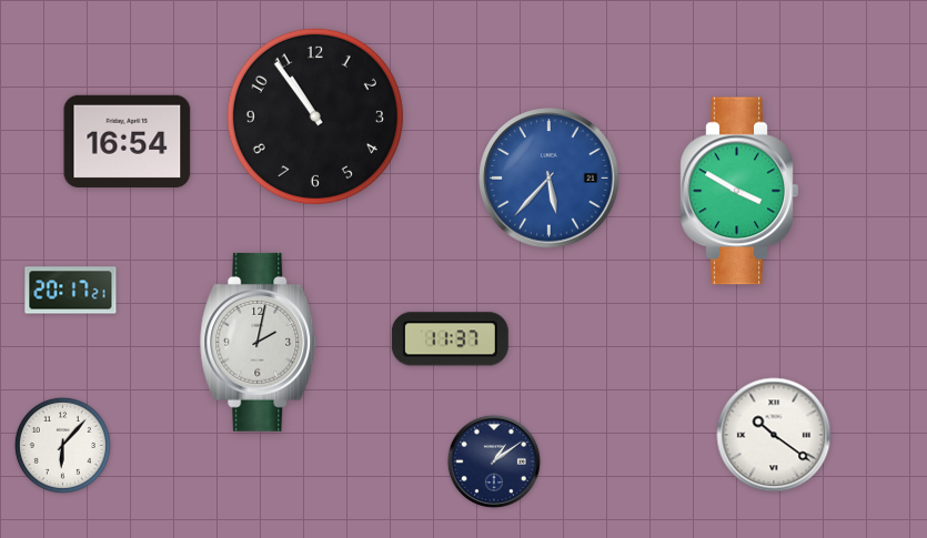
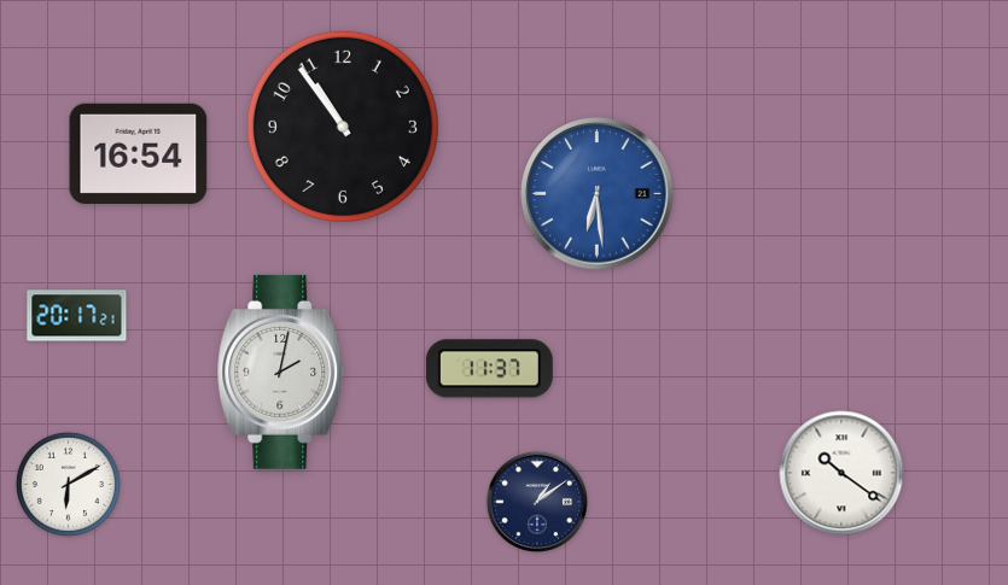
clock at (550, 179): 5:37 -> 6:29
clock at (739, 191): 3:50 -> none
clock at (62, 445): 6:07 -> 6:10
